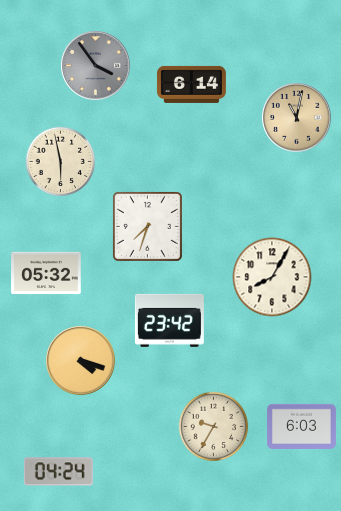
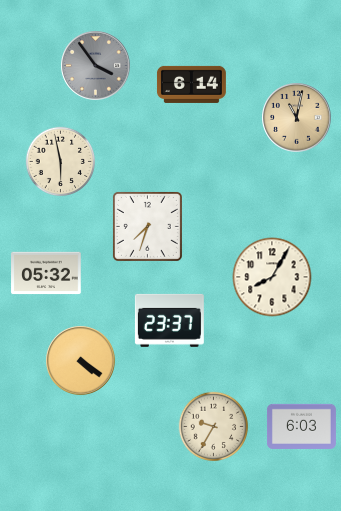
clock at (169, 320): 23:42 -> 23:37
clock at (81, 361): 4:18 -> 4:21
clock at (58, 472): 04:24 -> none
